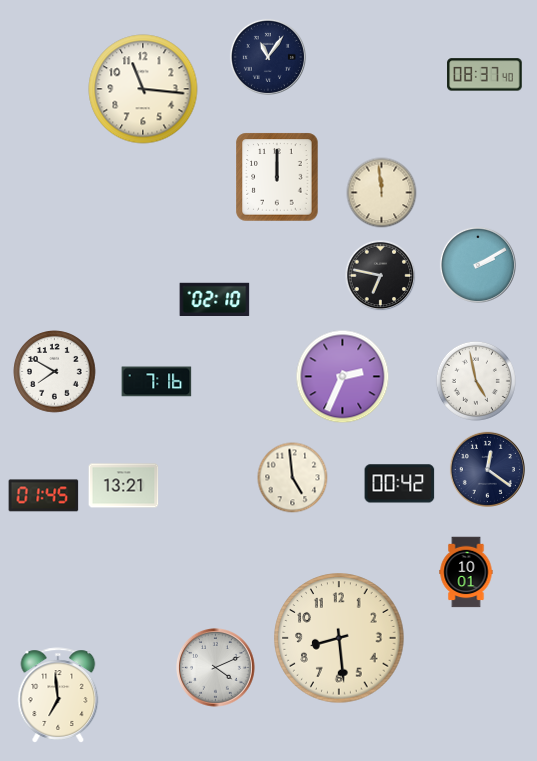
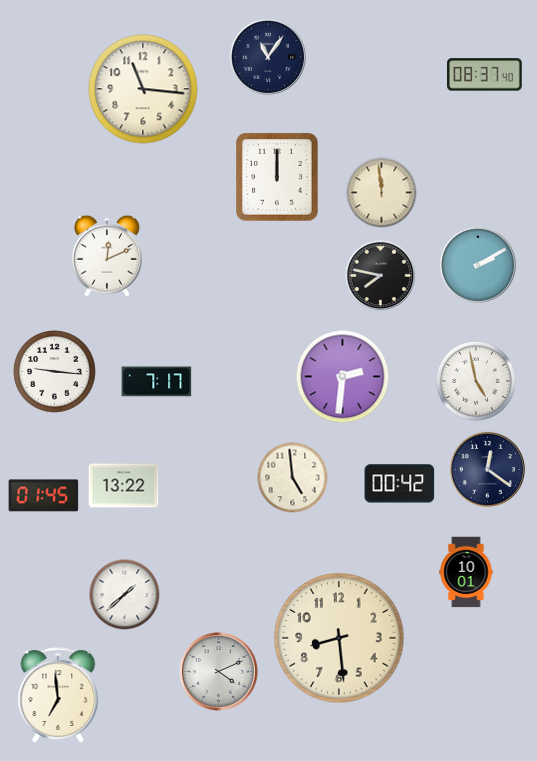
clock at (107, 256): none -> 12:11
clock at (381, 276): 6:47 -> 7:47
clock at (215, 299): 02:10 -> none
clock at (55, 372): 7:50 -> 9:16
clock at (343, 377): 2:34 -> 2:31
clock at (157, 382): 7:16 -> 7:17
clock at (124, 486): 13:21 -> 13:22
clock at (125, 595): none -> 1:38
clock at (216, 668) position: (216, 668) -> (219, 672)
